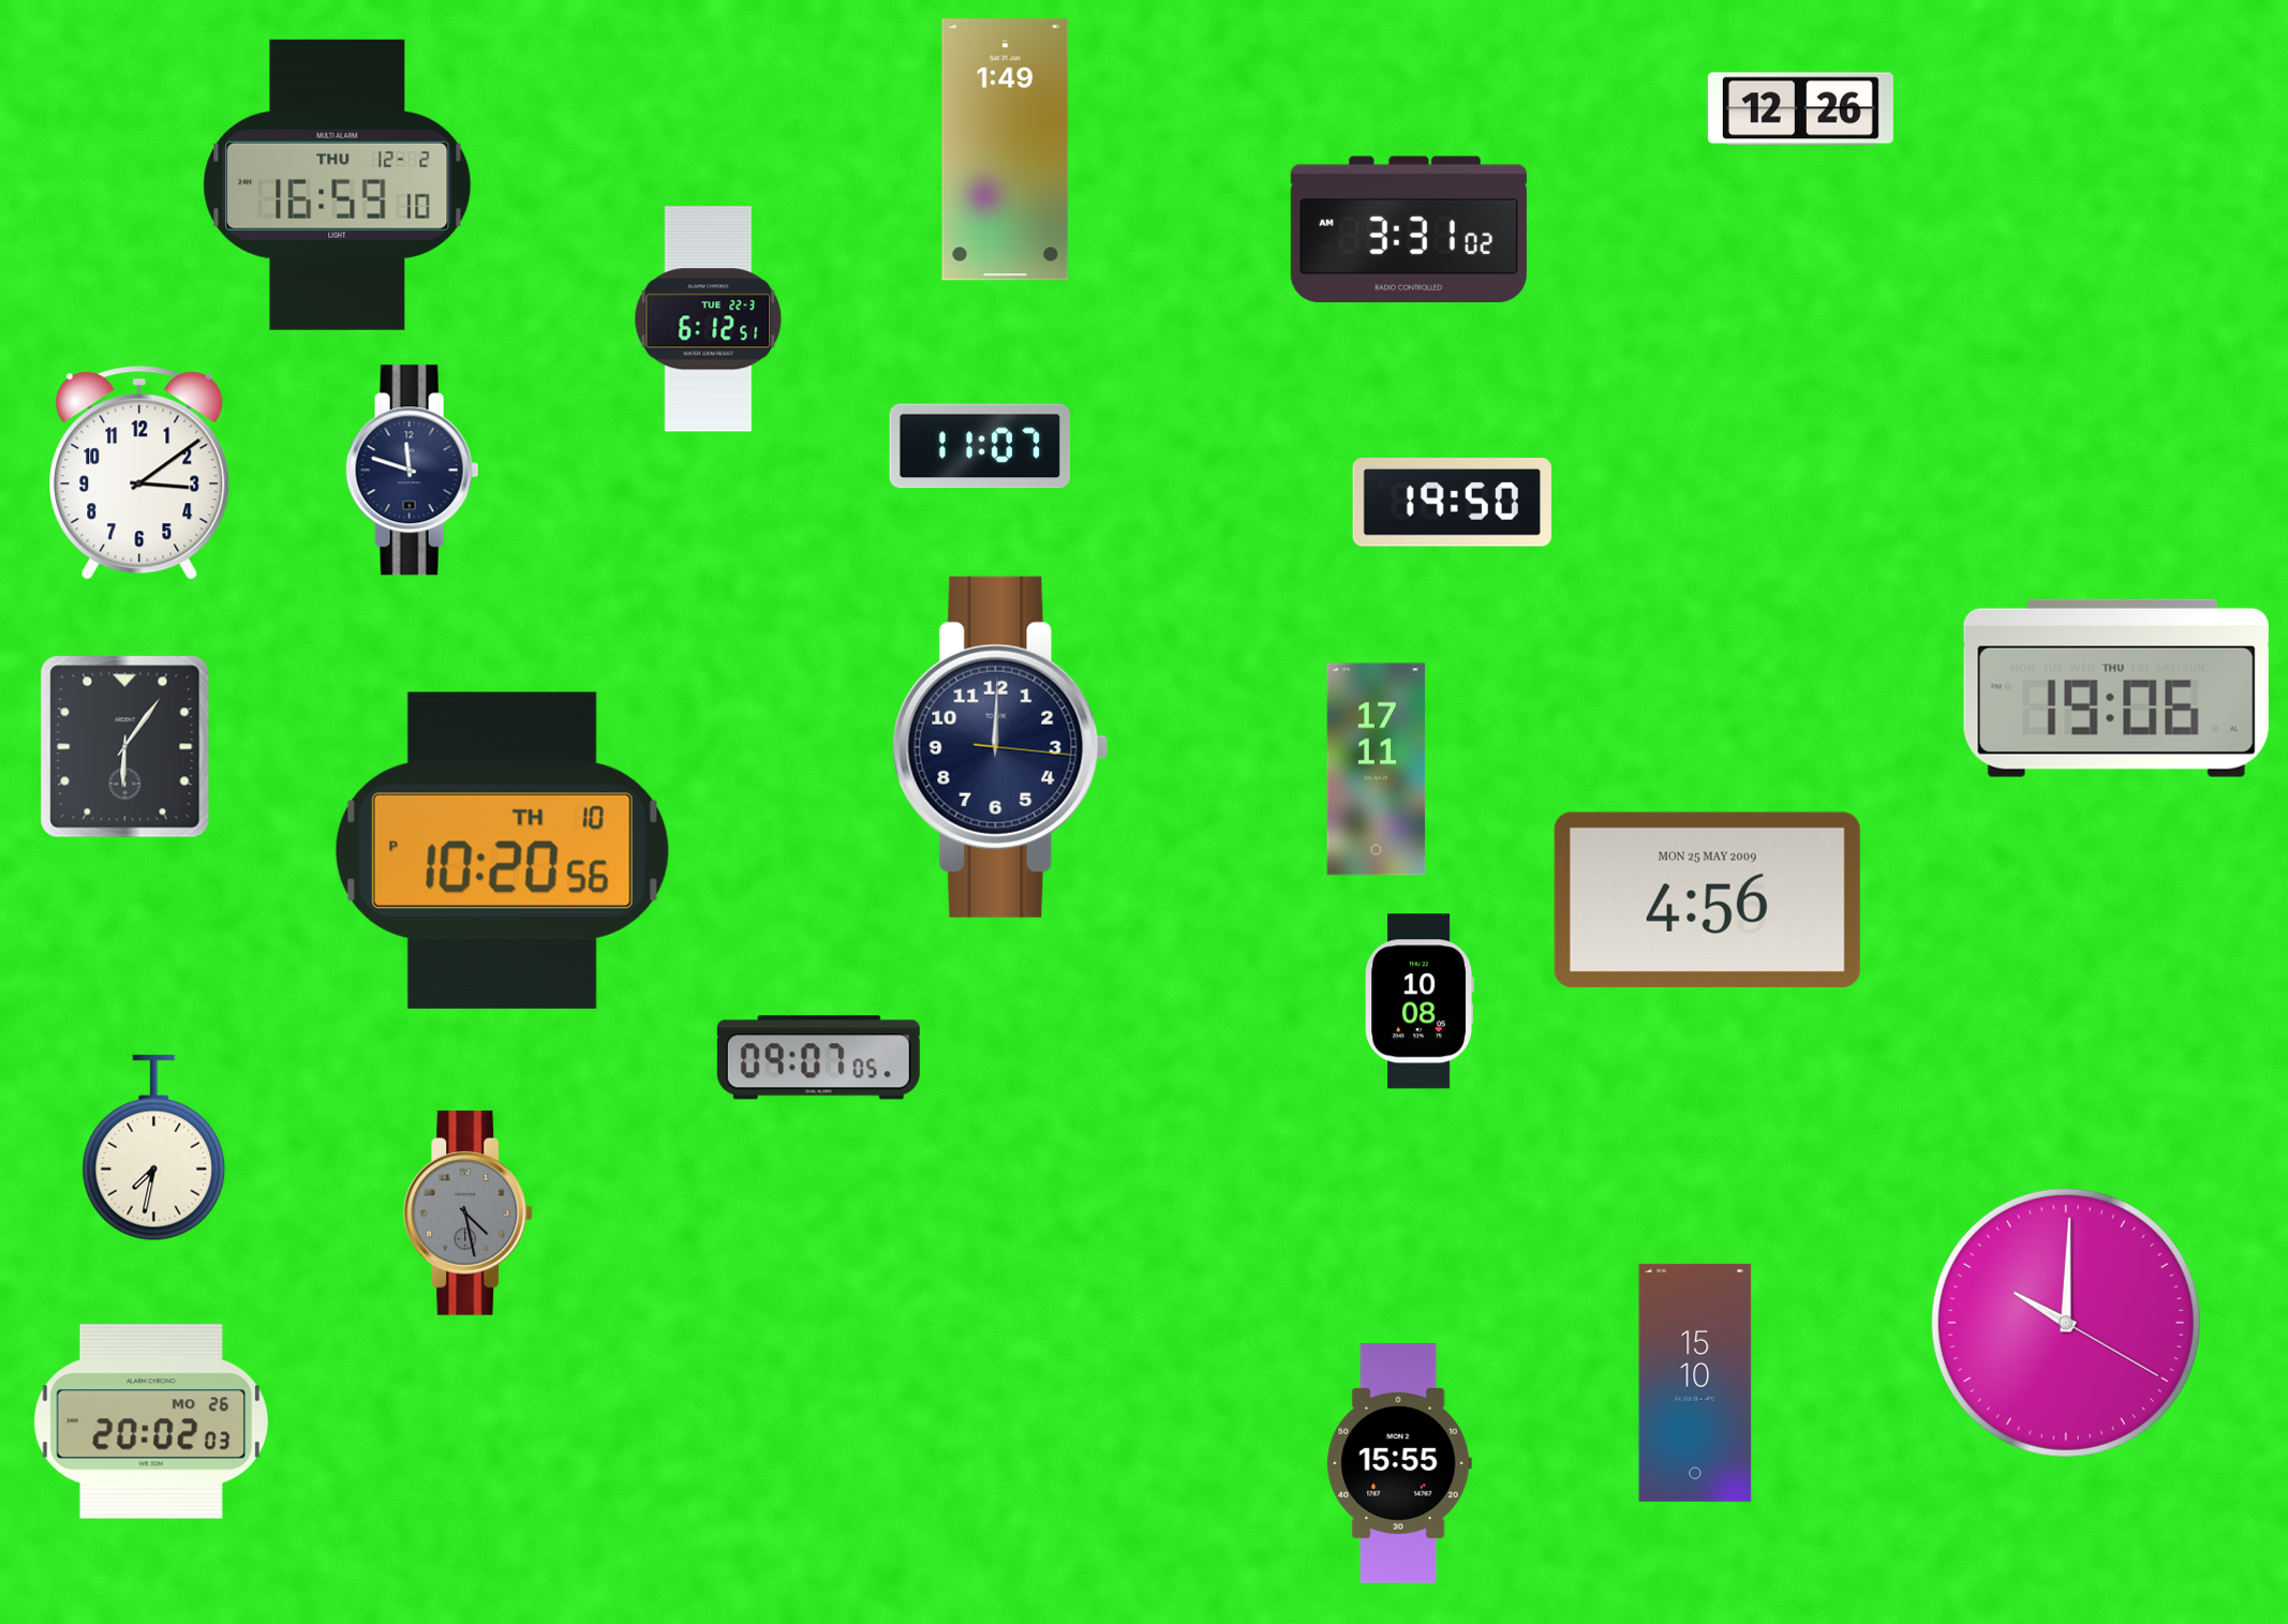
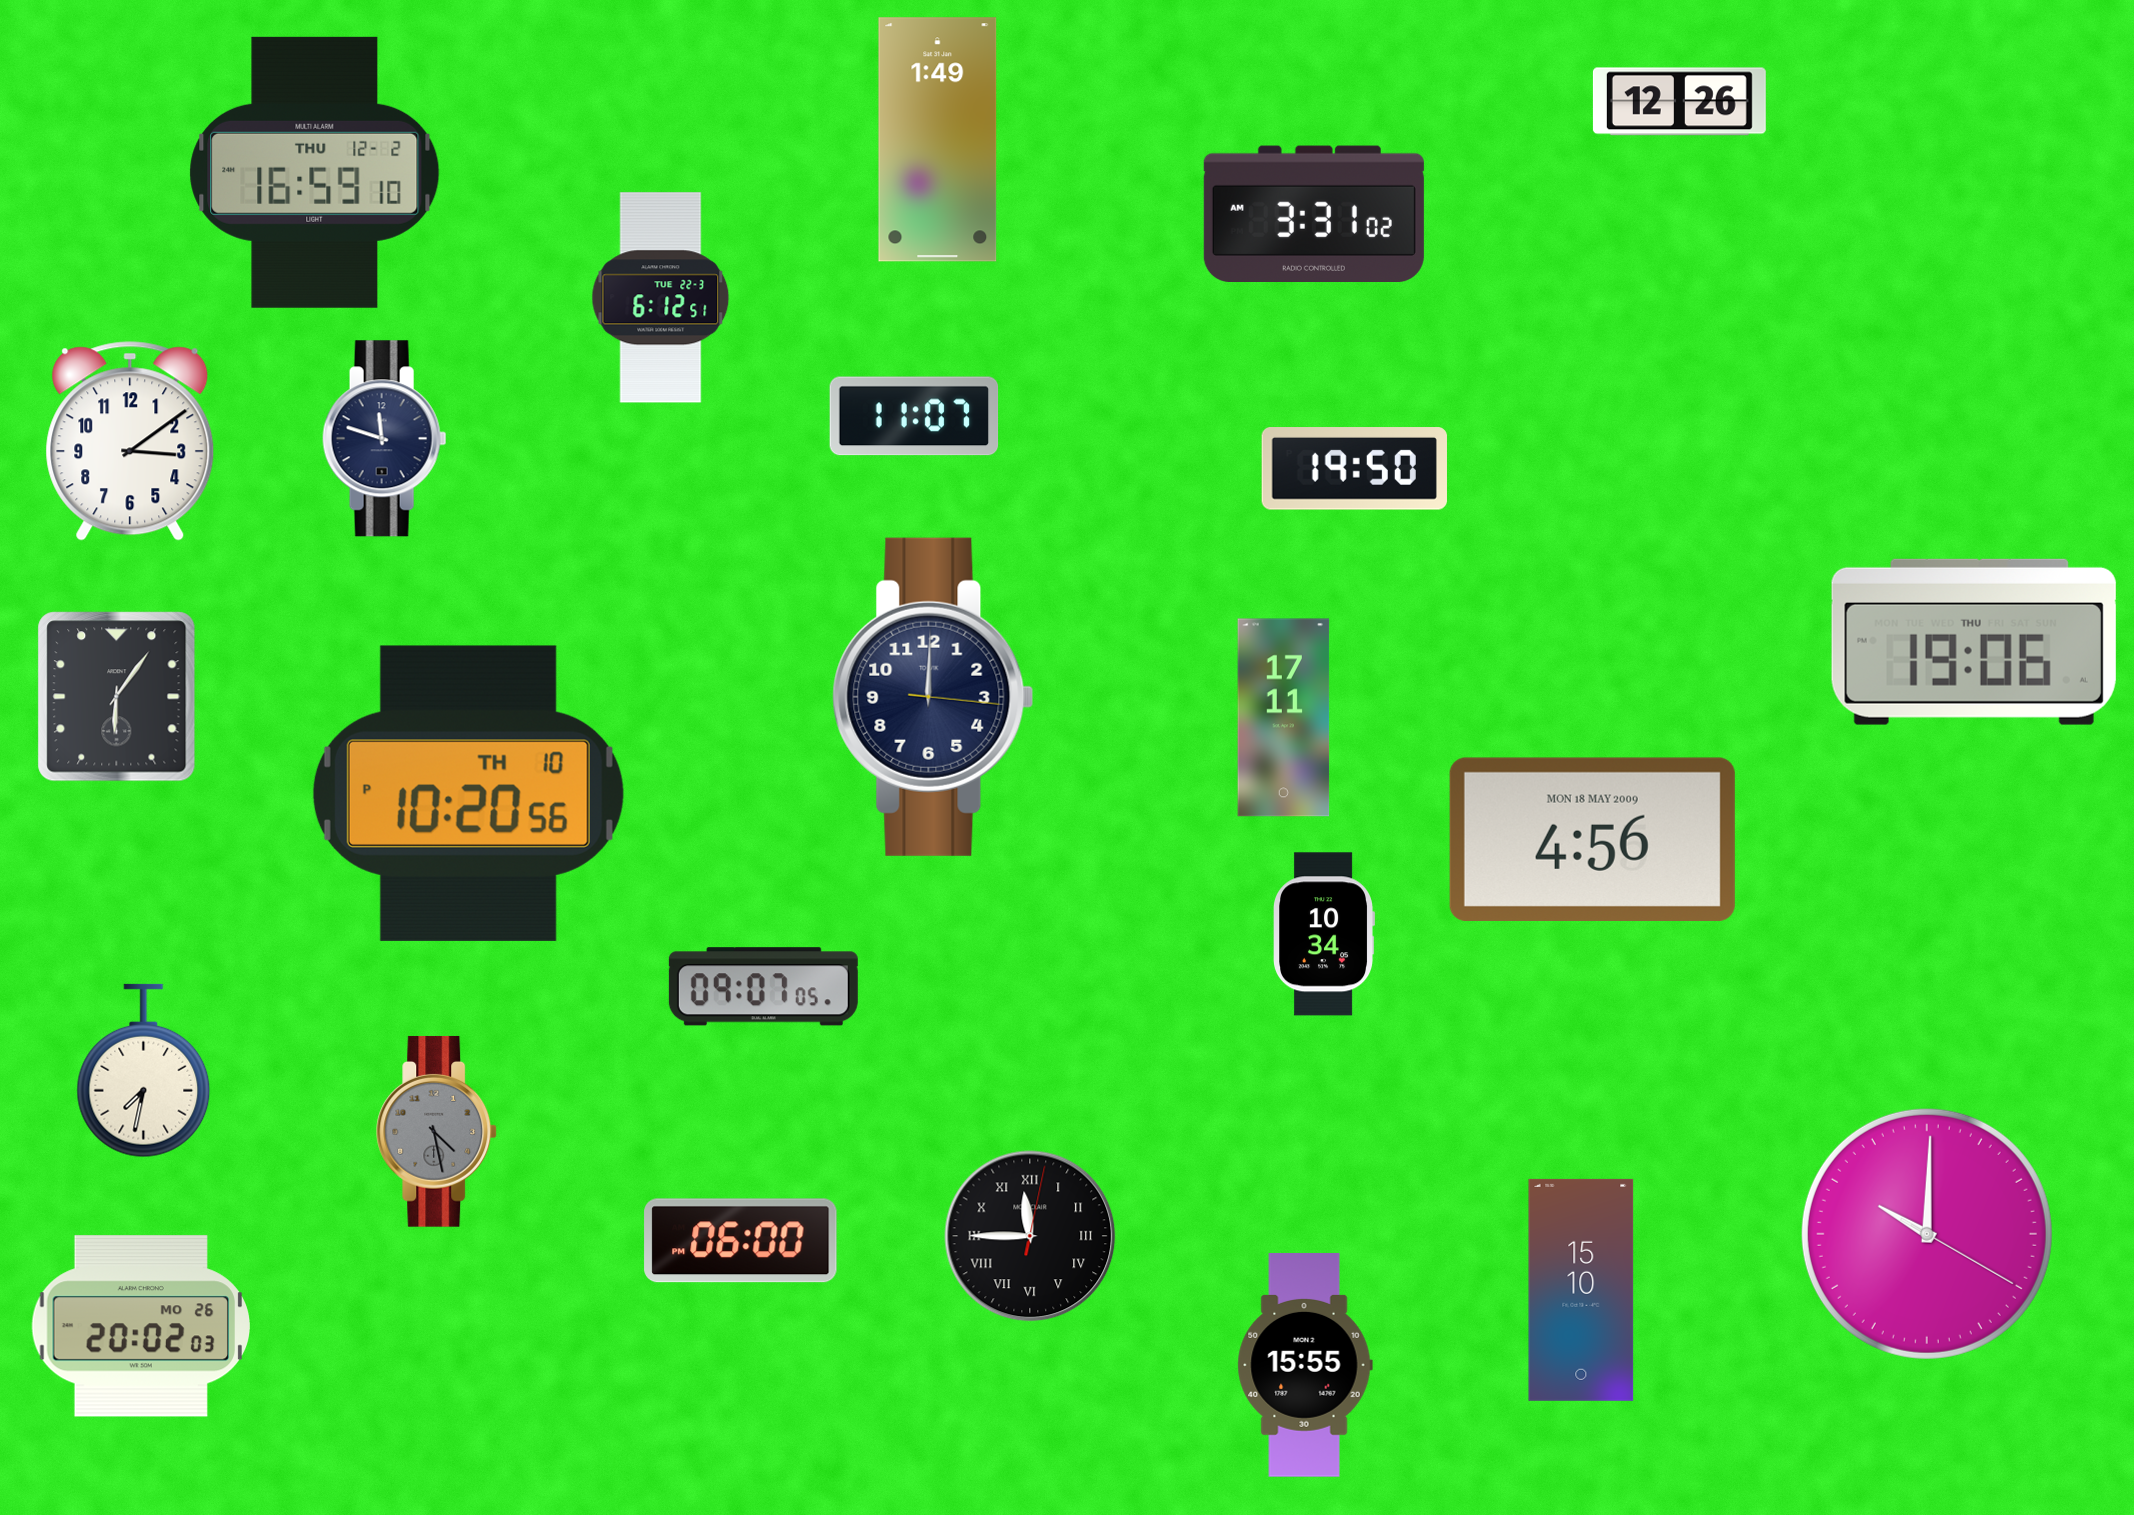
clock at (1707, 899) date: MON 25 MAY 2009 -> MON 18 MAY 2009
clock at (1420, 1001): 10:08 -> 10:34
clock at (1030, 1236): none -> 11:45
clock at (741, 1241): none -> 06:00
